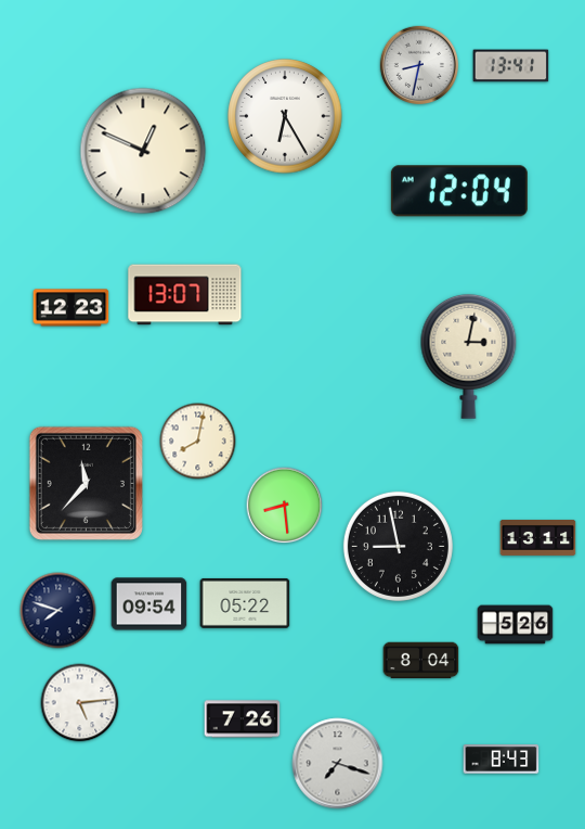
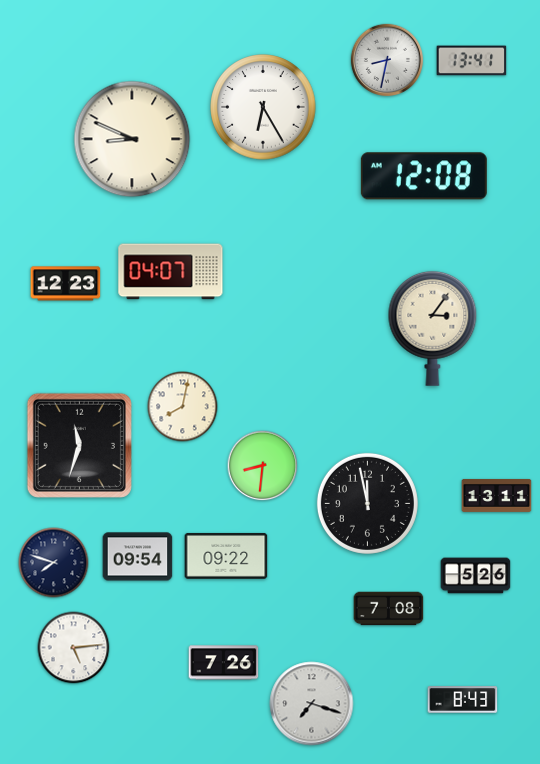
clock at (143, 151): 12:49 -> 8:49
clock at (459, 191): 12:04 -> 12:08
clock at (185, 295): 13:07 -> 04:07
clock at (469, 356): 3:02 -> 3:06
clock at (86, 483): 11:37 -> 11:33
clock at (285, 506): 8:29 -> 8:31
clock at (398, 546): 8:58 -> 11:58
clock at (245, 603): 05:22 -> 09:22
clock at (421, 661): 8:04 -> 7:08
